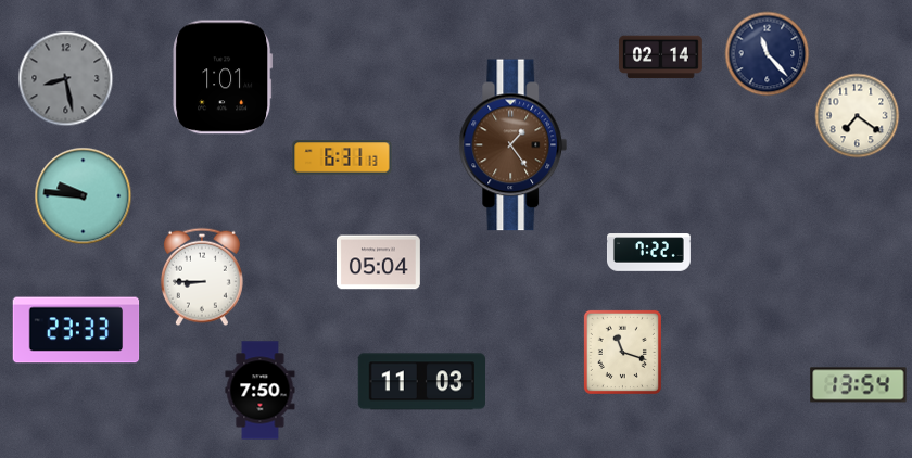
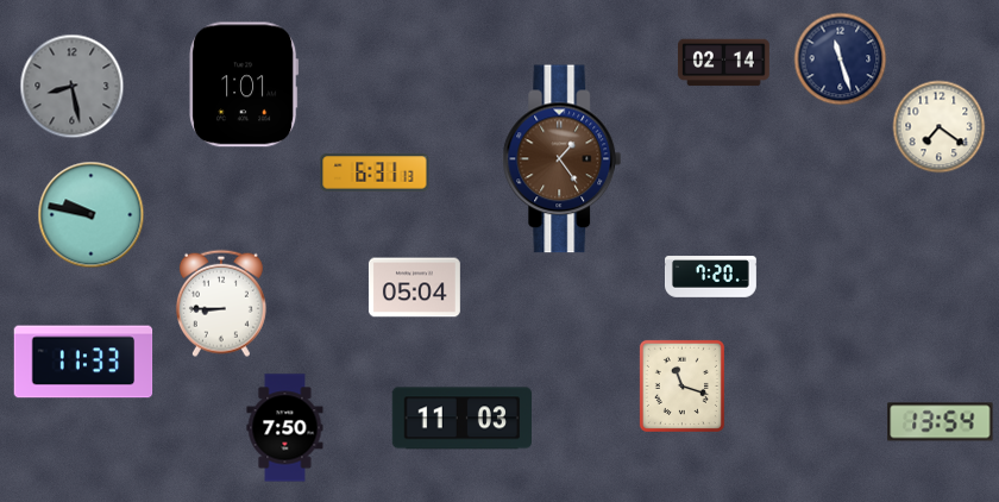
clock at (767, 53): 11:23 -> 11:27
clock at (83, 195): 9:46 -> 9:47
clock at (649, 253): 7:22 -> 7:20
clock at (76, 330): 23:33 -> 11:33
